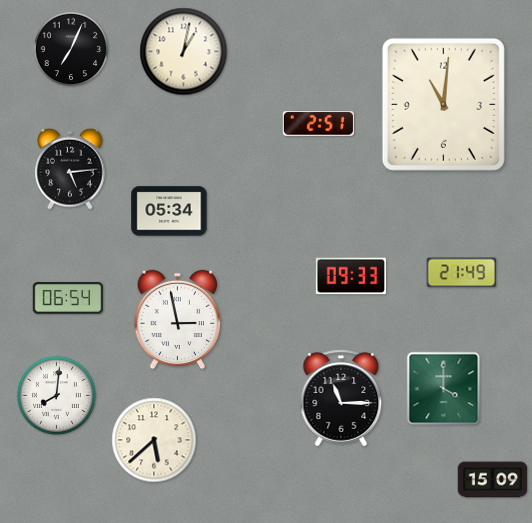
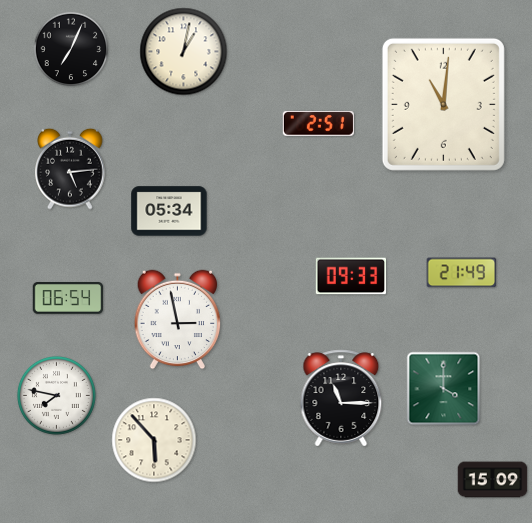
clock at (56, 395): 8:01 -> 7:47
clock at (154, 440): 5:38 -> 5:53
